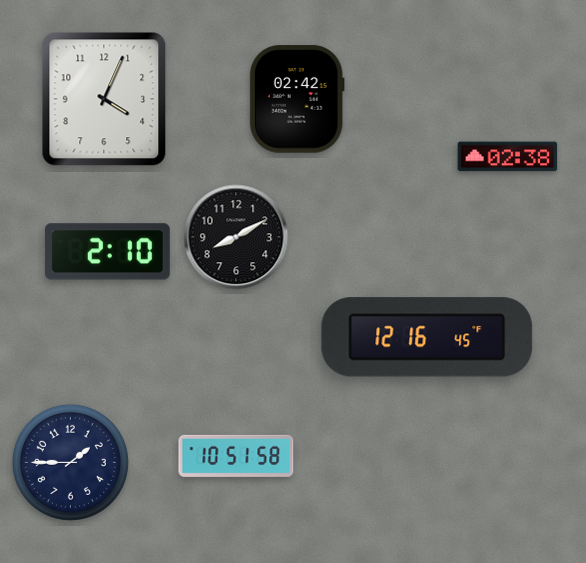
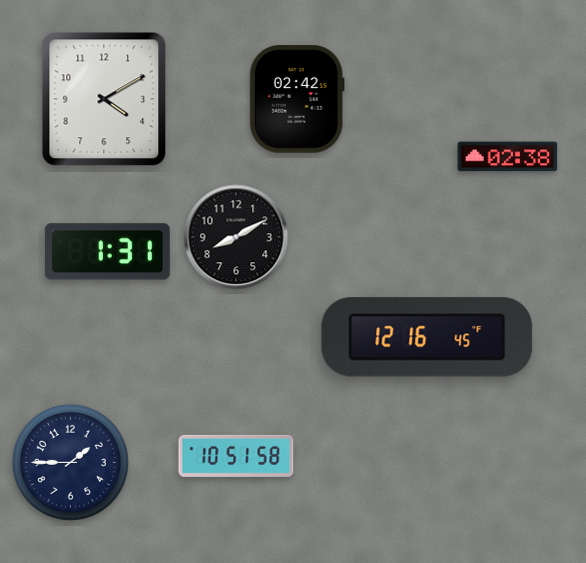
clock at (104, 99): 4:04 -> 4:10
clock at (107, 252): 2:10 -> 1:31
